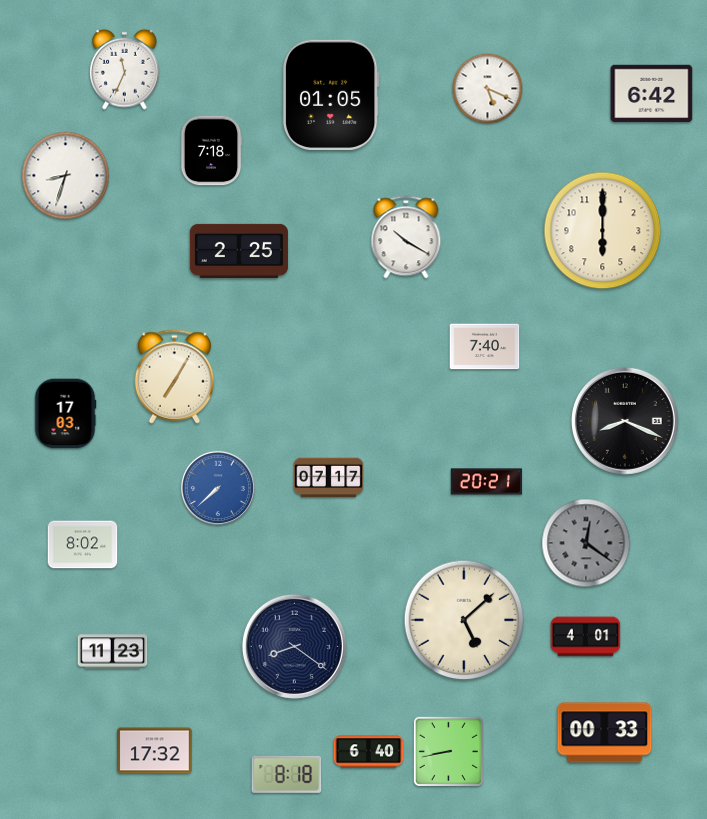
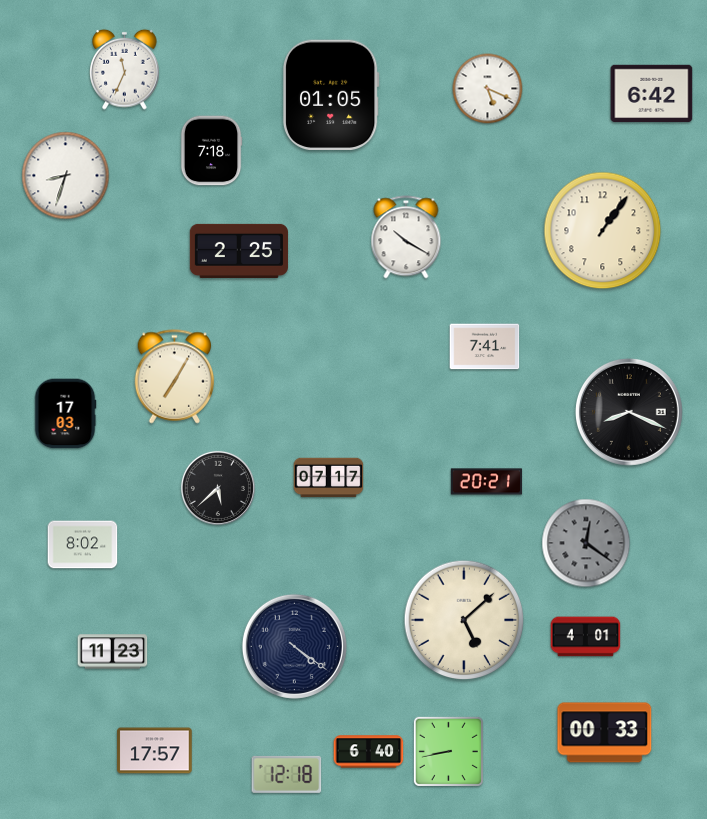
clock at (603, 231): 6:00 -> 1:06
clock at (485, 347): 7:40 -> 7:41
clock at (625, 421) position: (625, 421) -> (629, 412)
clock at (218, 488): 7:38 -> 5:38
clock at (218, 488) dial: blue -> black
clock at (294, 646): 8:21 -> 4:21
clock at (155, 751): 17:32 -> 17:57
clock at (287, 774): 8:18 -> 12:18
